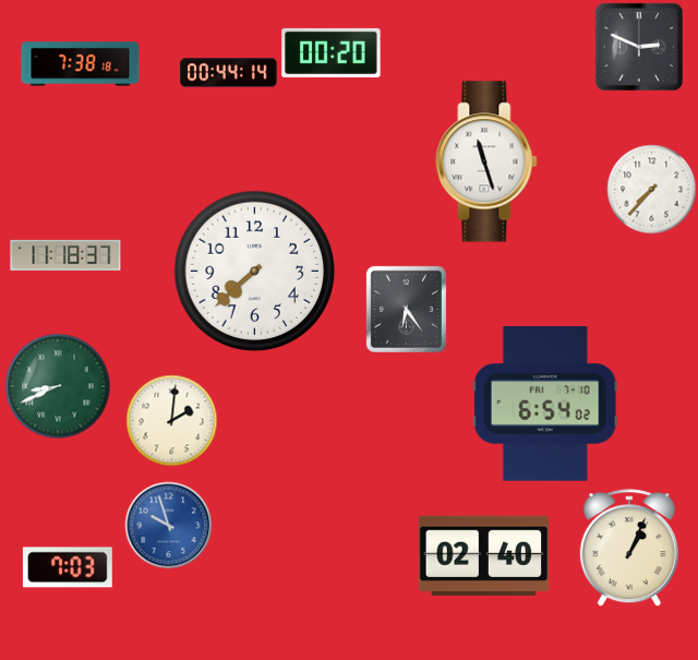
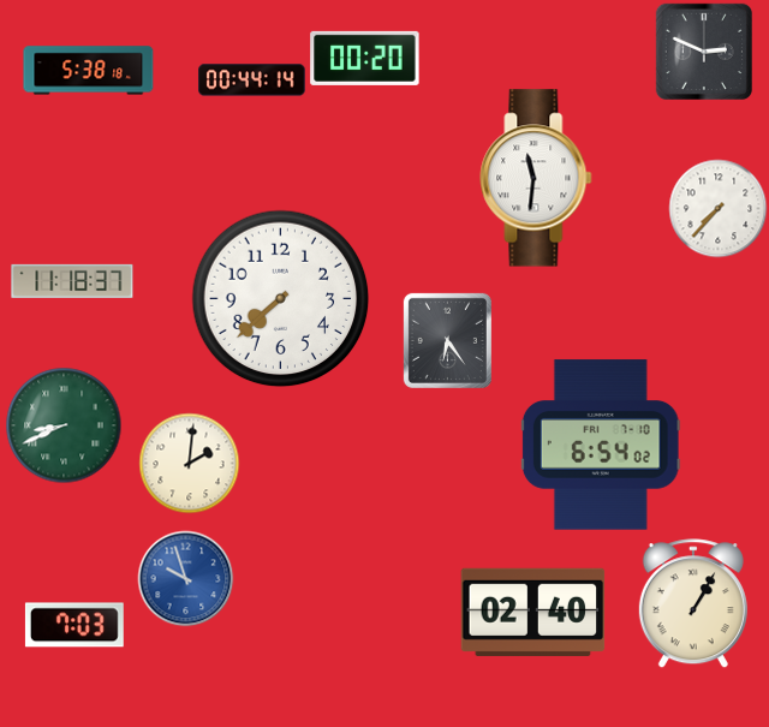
clock at (81, 64): 7:38 -> 5:38
clock at (486, 161): 11:27 -> 11:31
clock at (629, 548): 1:04 -> 1:05
